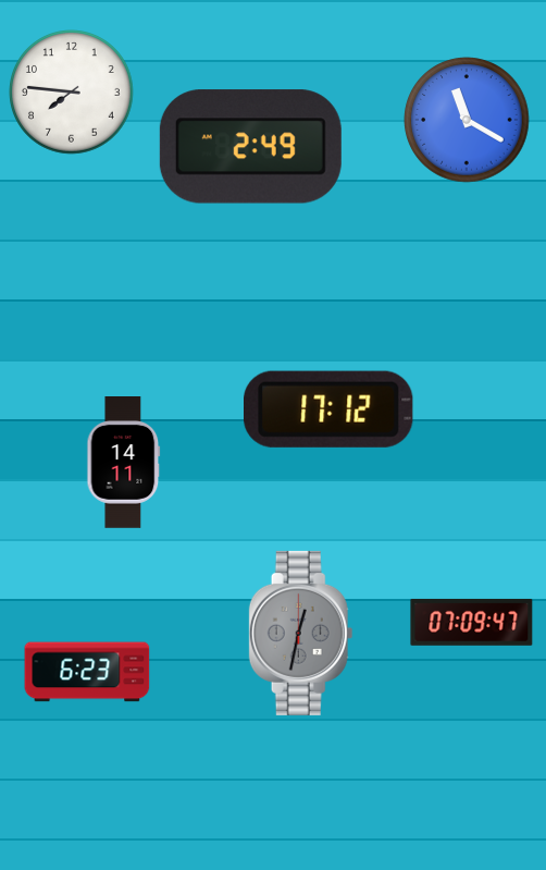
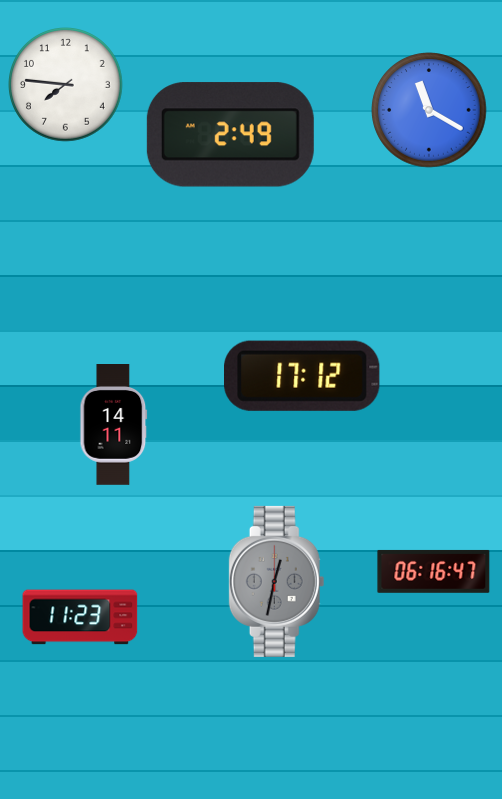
clock at (472, 622): 07:09 -> 06:16
clock at (87, 672): 6:23 -> 11:23
